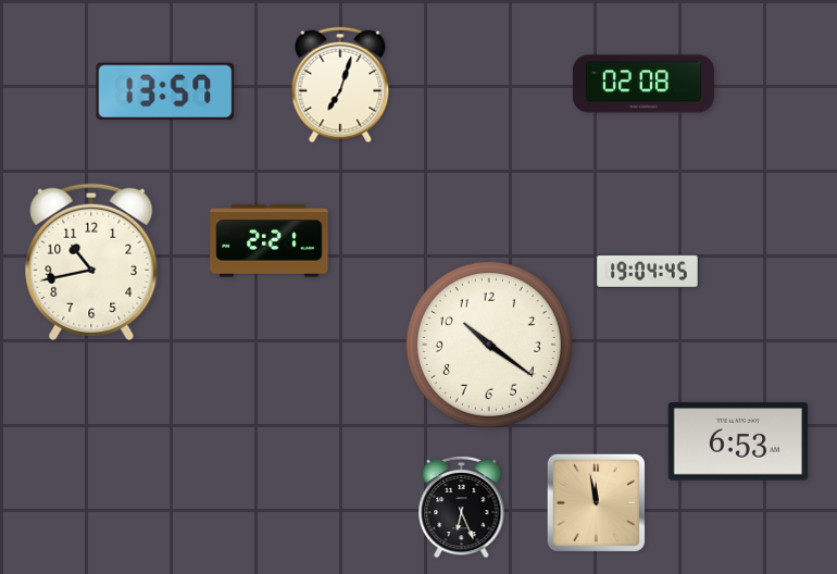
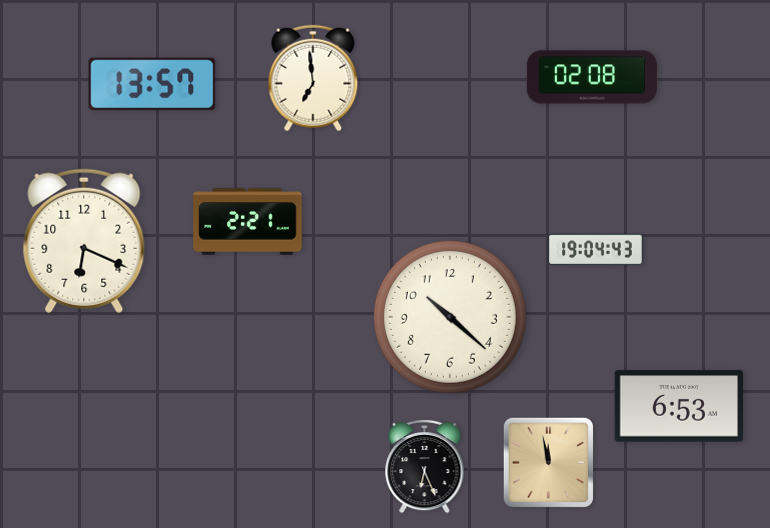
clock at (340, 85): 7:03 -> 6:59
clock at (91, 262): 10:43 -> 6:19
clock at (648, 271): 19:04:45 -> 19:04:43
clock at (489, 345): 10:21 -> 10:22
